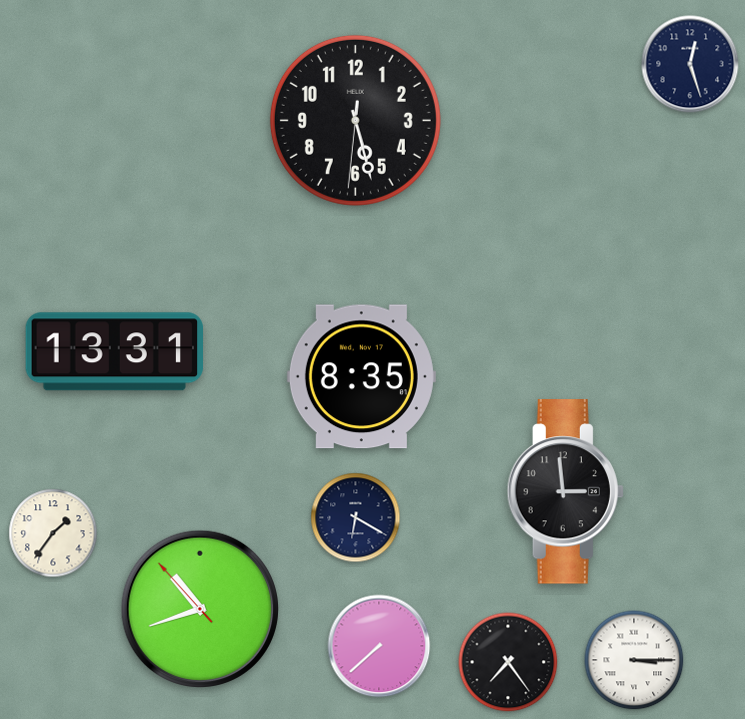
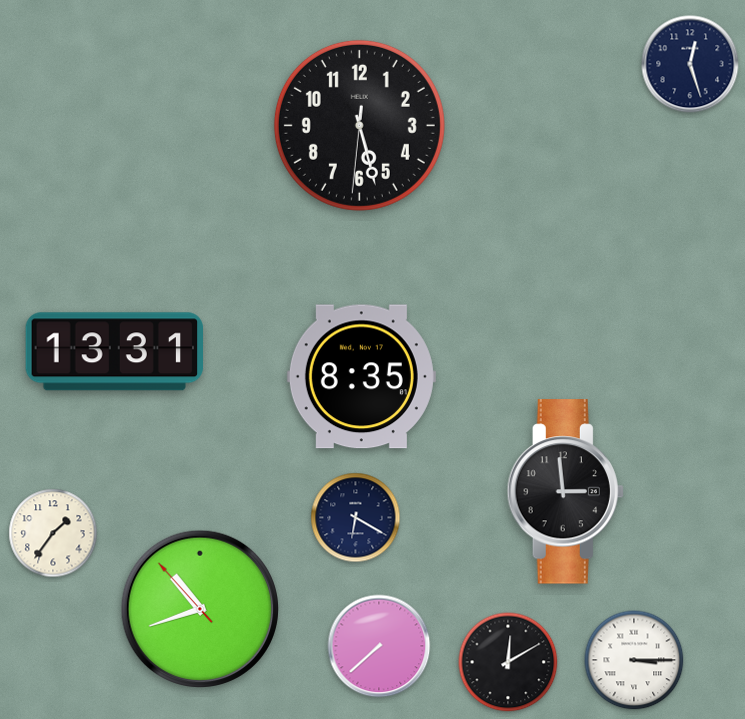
clock at (355, 120) position: (355, 120) -> (359, 125)
clock at (508, 662): 7:24 -> 12:10
